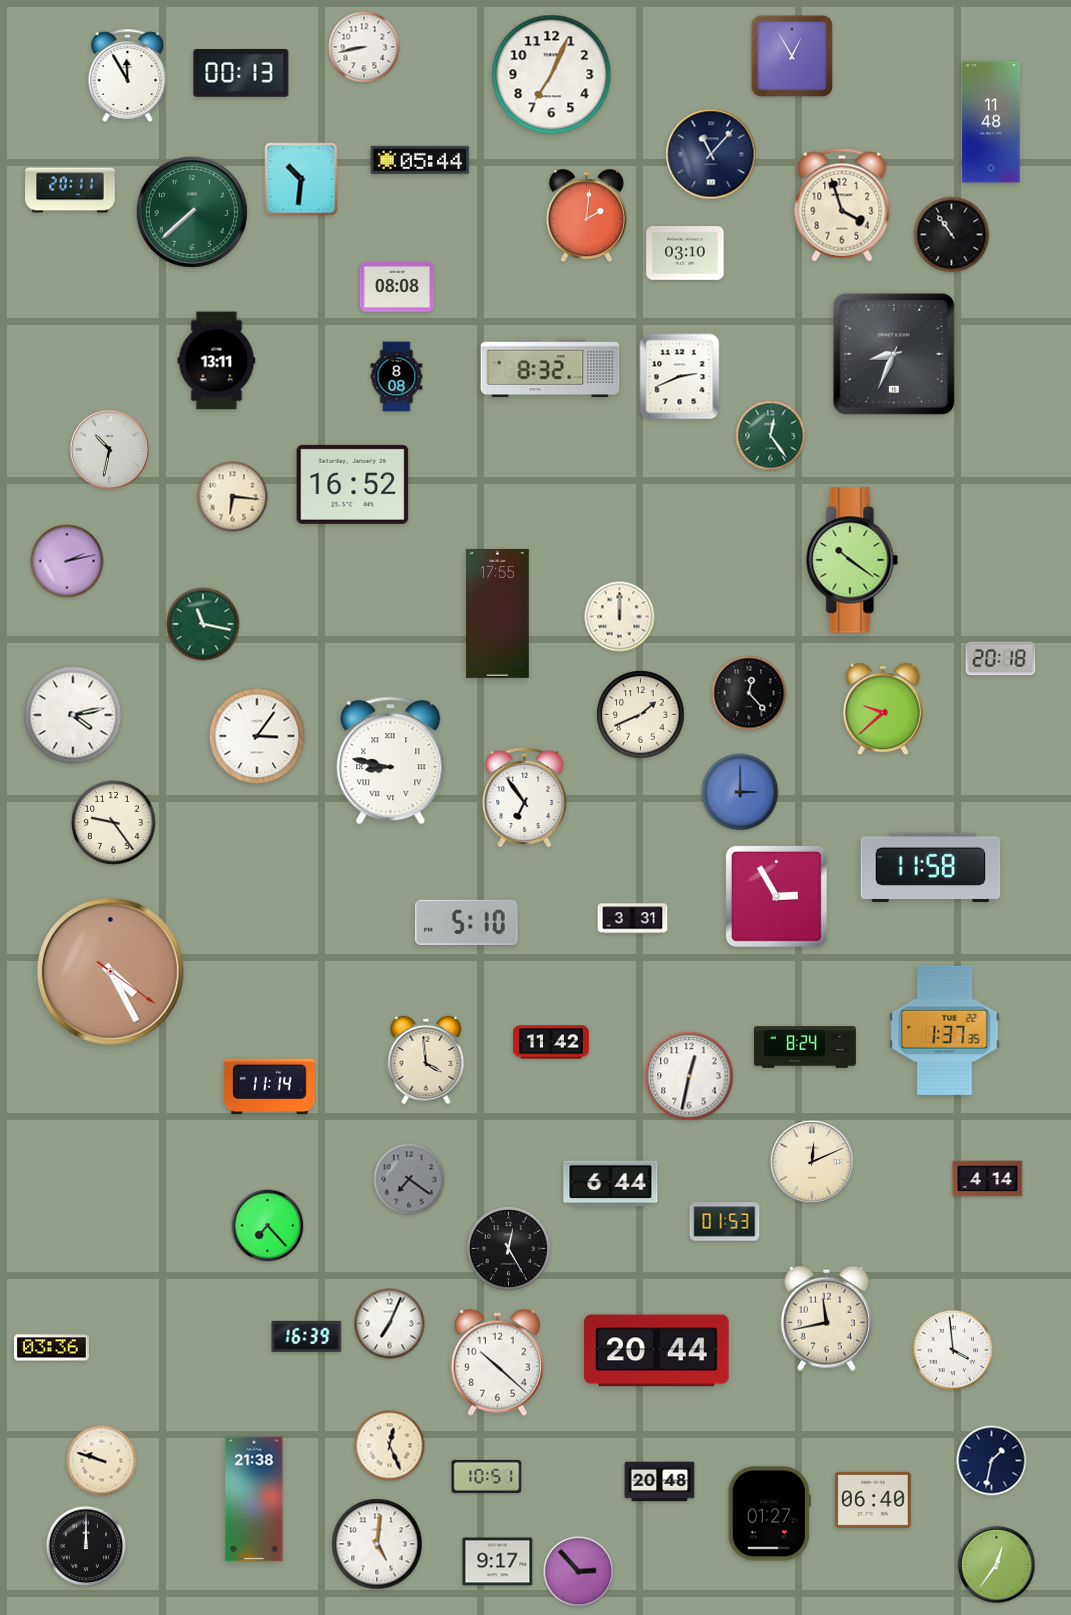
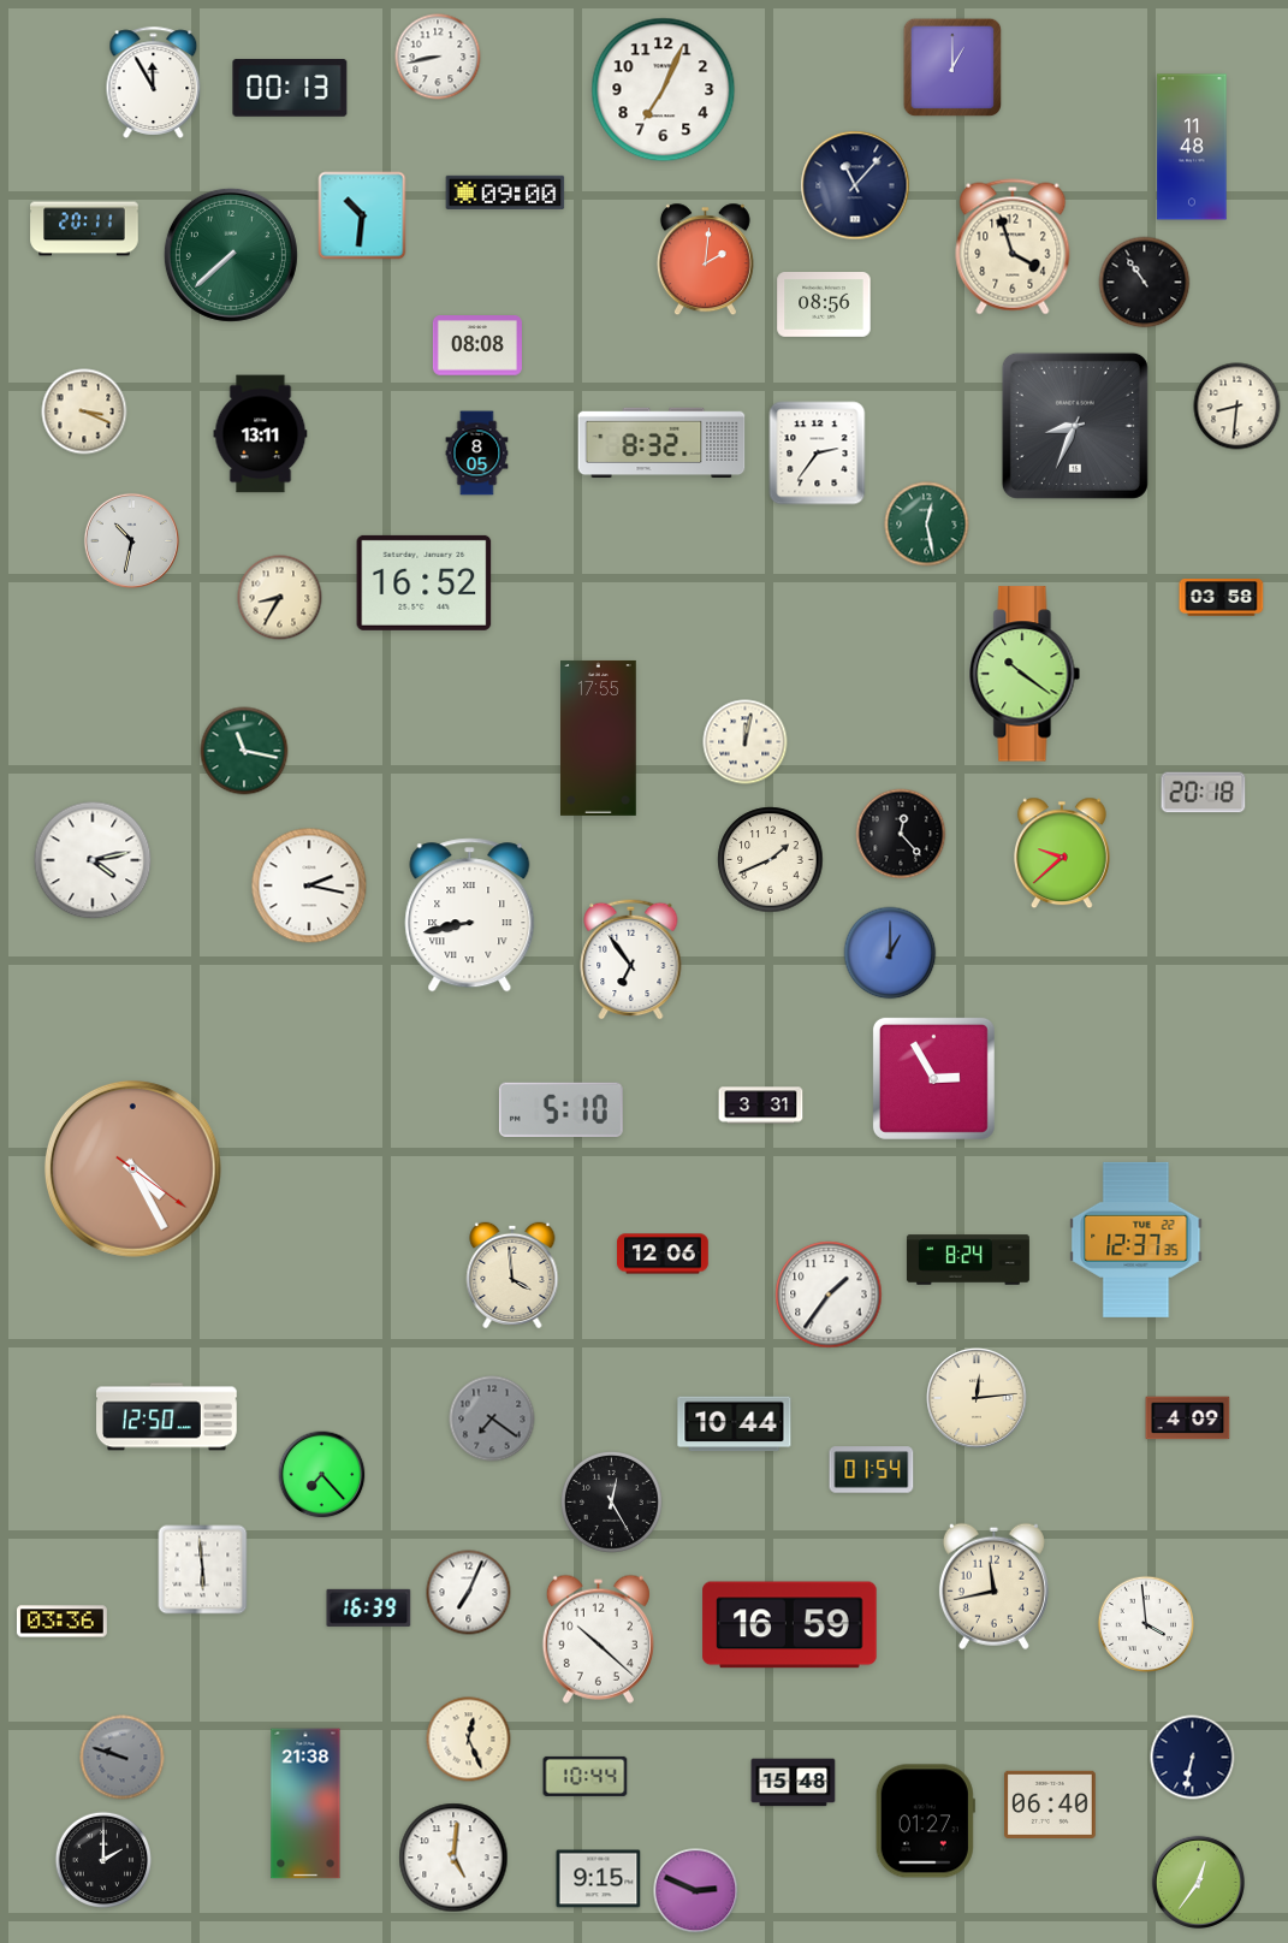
clock at (792, 56): 12:55 -> 1:00
clock at (128, 75) position: (128, 75) -> (154, 82)
clock at (420, 160): 05:44 -> 09:00
clock at (685, 254): 03:10 -> 08:56
clock at (1237, 407): none -> 8:31
clock at (84, 411): none -> 3:19
clock at (397, 377): 8:08 -> 8:05
clock at (680, 377): 2:41 -> 2:36
clock at (771, 436): 12:24 -> 12:28
clock at (233, 497): 6:16 -> 8:35
clock at (1222, 598): none -> 03:58
clock at (67, 561): 2:13 -> none
clock at (620, 617): 12:00 -> 12:02
clock at (73, 715) position: (73, 715) -> (93, 860)
clock at (257, 736): 3:06 -> 2:17
clock at (391, 761): 8:47 -> 8:43
clock at (740, 792): 3:00 -> 1:00
clock at (114, 823): 9:24 -> none
clock at (931, 868): 11:58 -> none
clock at (945, 1030): 1:37 -> 12:37
clock at (551, 1042): 11:42 -> 12:06
clock at (689, 1076): 12:32 -> 1:36
clock at (270, 1087): 11:14 -> none
clock at (812, 1162): 12:11 -> 12:14
clock at (167, 1417): none -> 12:50
clock at (988, 1179): 4:14 -> 4:09
clock at (611, 1184): 6:44 -> 10:44
clock at (725, 1222): 01:53 -> 01:54
clock at (203, 1570): none -> 5:59
clock at (657, 1351): 20:44 -> 16:59
clock at (102, 1461) dial: cream -> grey
clock at (992, 1461): 1:32 -> 6:32
clock at (487, 1476): 10:51 -> 10:44
clock at (660, 1482): 20:48 -> 15:48
clock at (86, 1546): 12:00 -> 2:00
clock at (498, 1562): 9:17 -> 9:15
clock at (579, 1572): 2:53 -> 2:49
